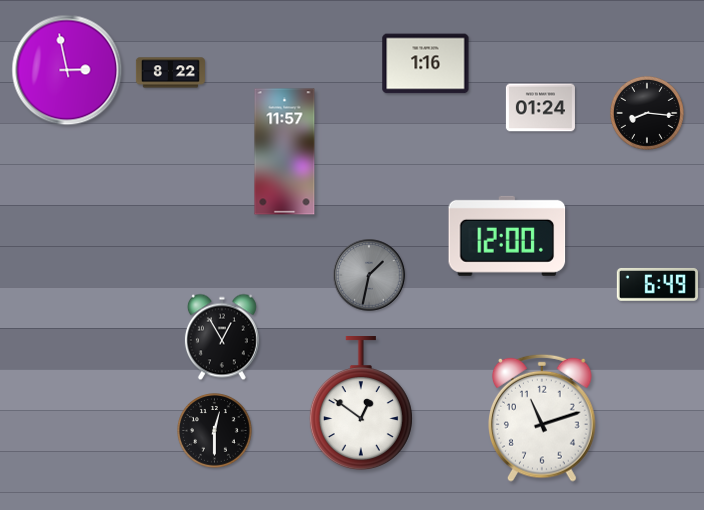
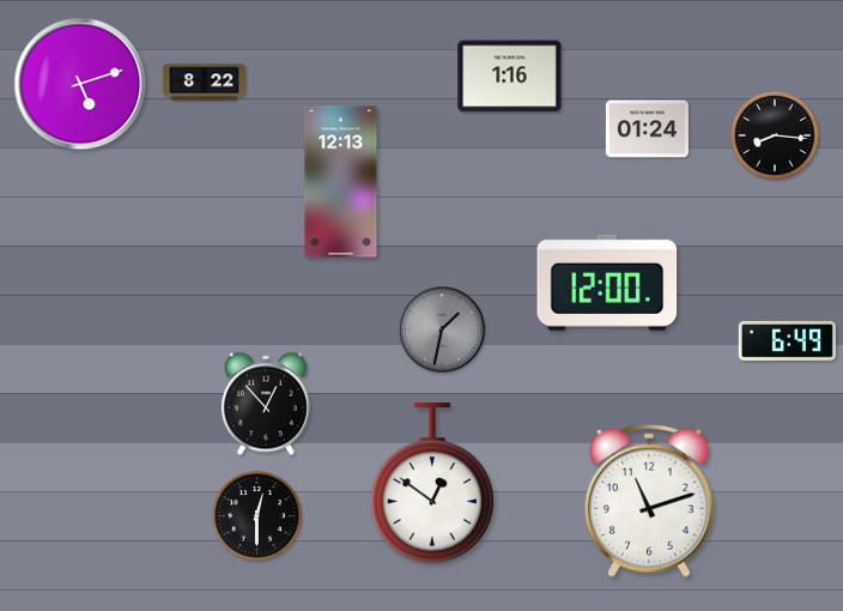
clock at (67, 70): 2:58 -> 5:12
clock at (170, 73) position: (170, 73) -> (204, 83)
clock at (285, 152): 11:57 -> 12:13
clock at (222, 337): 12:55 -> 12:53
